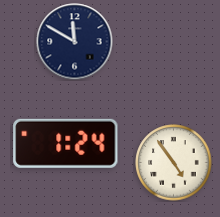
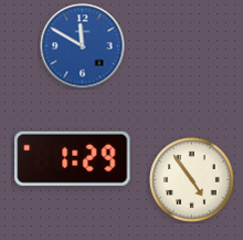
clock at (75, 42) dial: navy -> blue
clock at (66, 143): 1:24 -> 1:29
